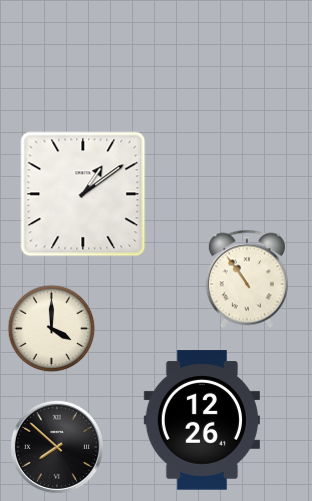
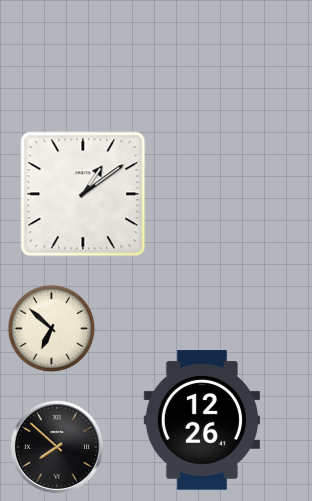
clock at (247, 279): 10:54 -> none
clock at (52, 329): 4:00 -> 6:52
